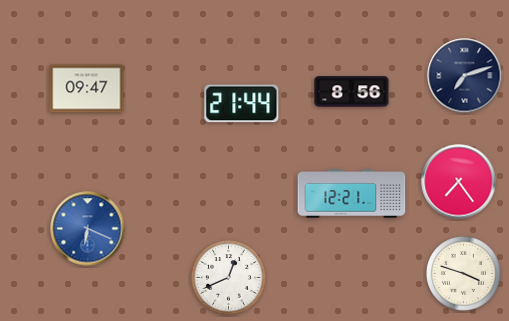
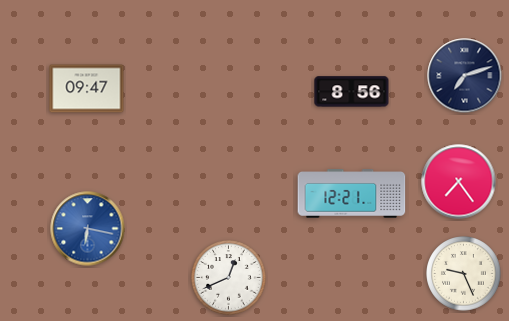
clock at (242, 104): 21:44 -> none
clock at (88, 229): 6:19 -> 6:17
clock at (464, 274): 3:48 -> 9:26
